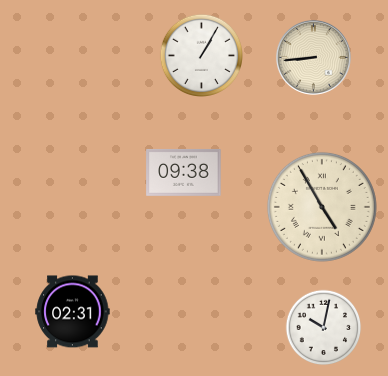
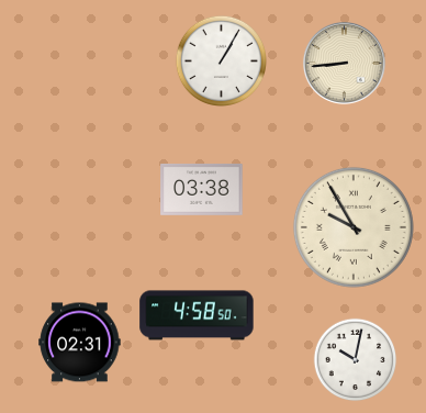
clock at (184, 172): 09:38 -> 03:38
clock at (322, 207): 4:55 -> 9:55
clock at (197, 315): none -> 4:58
